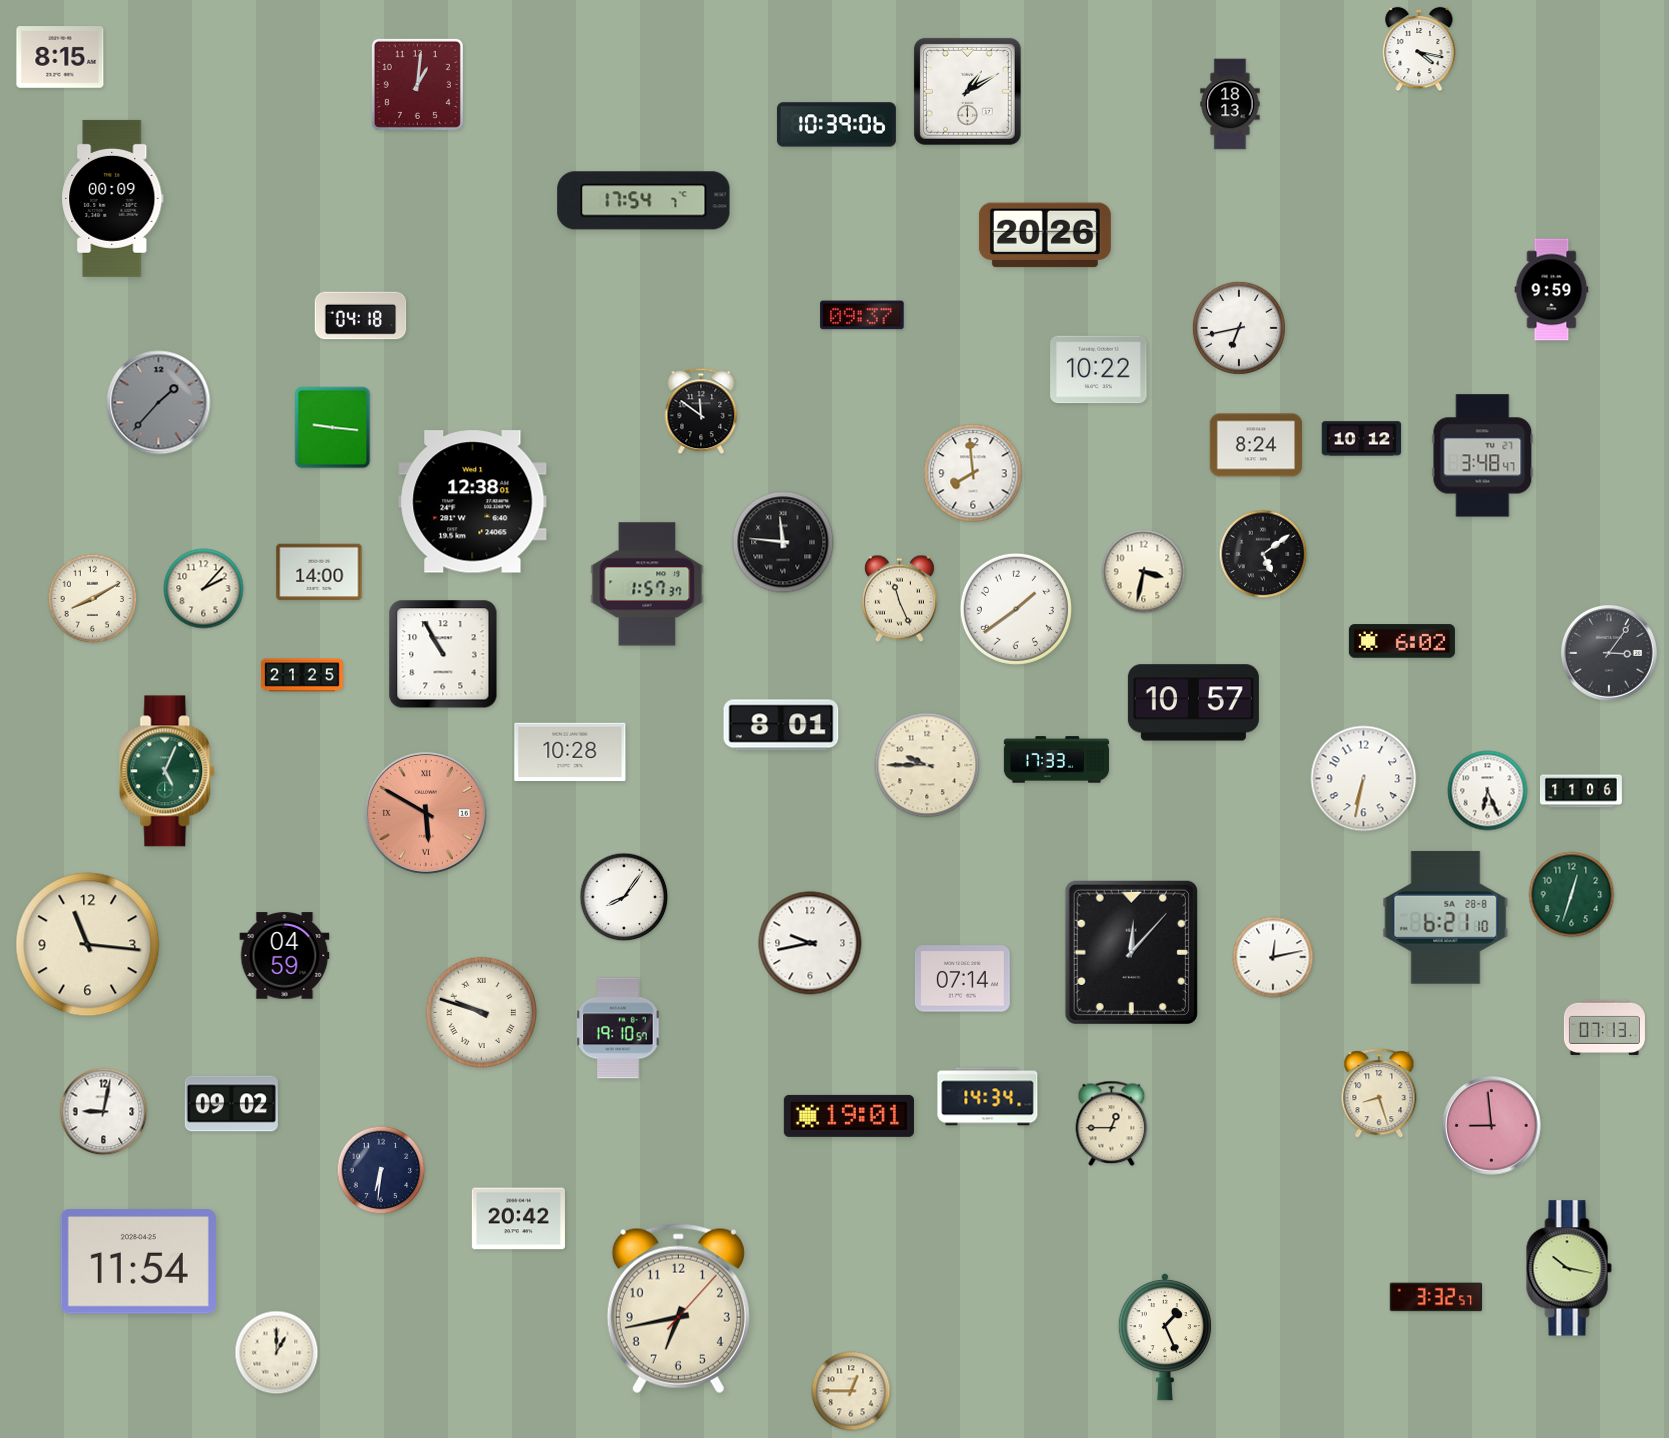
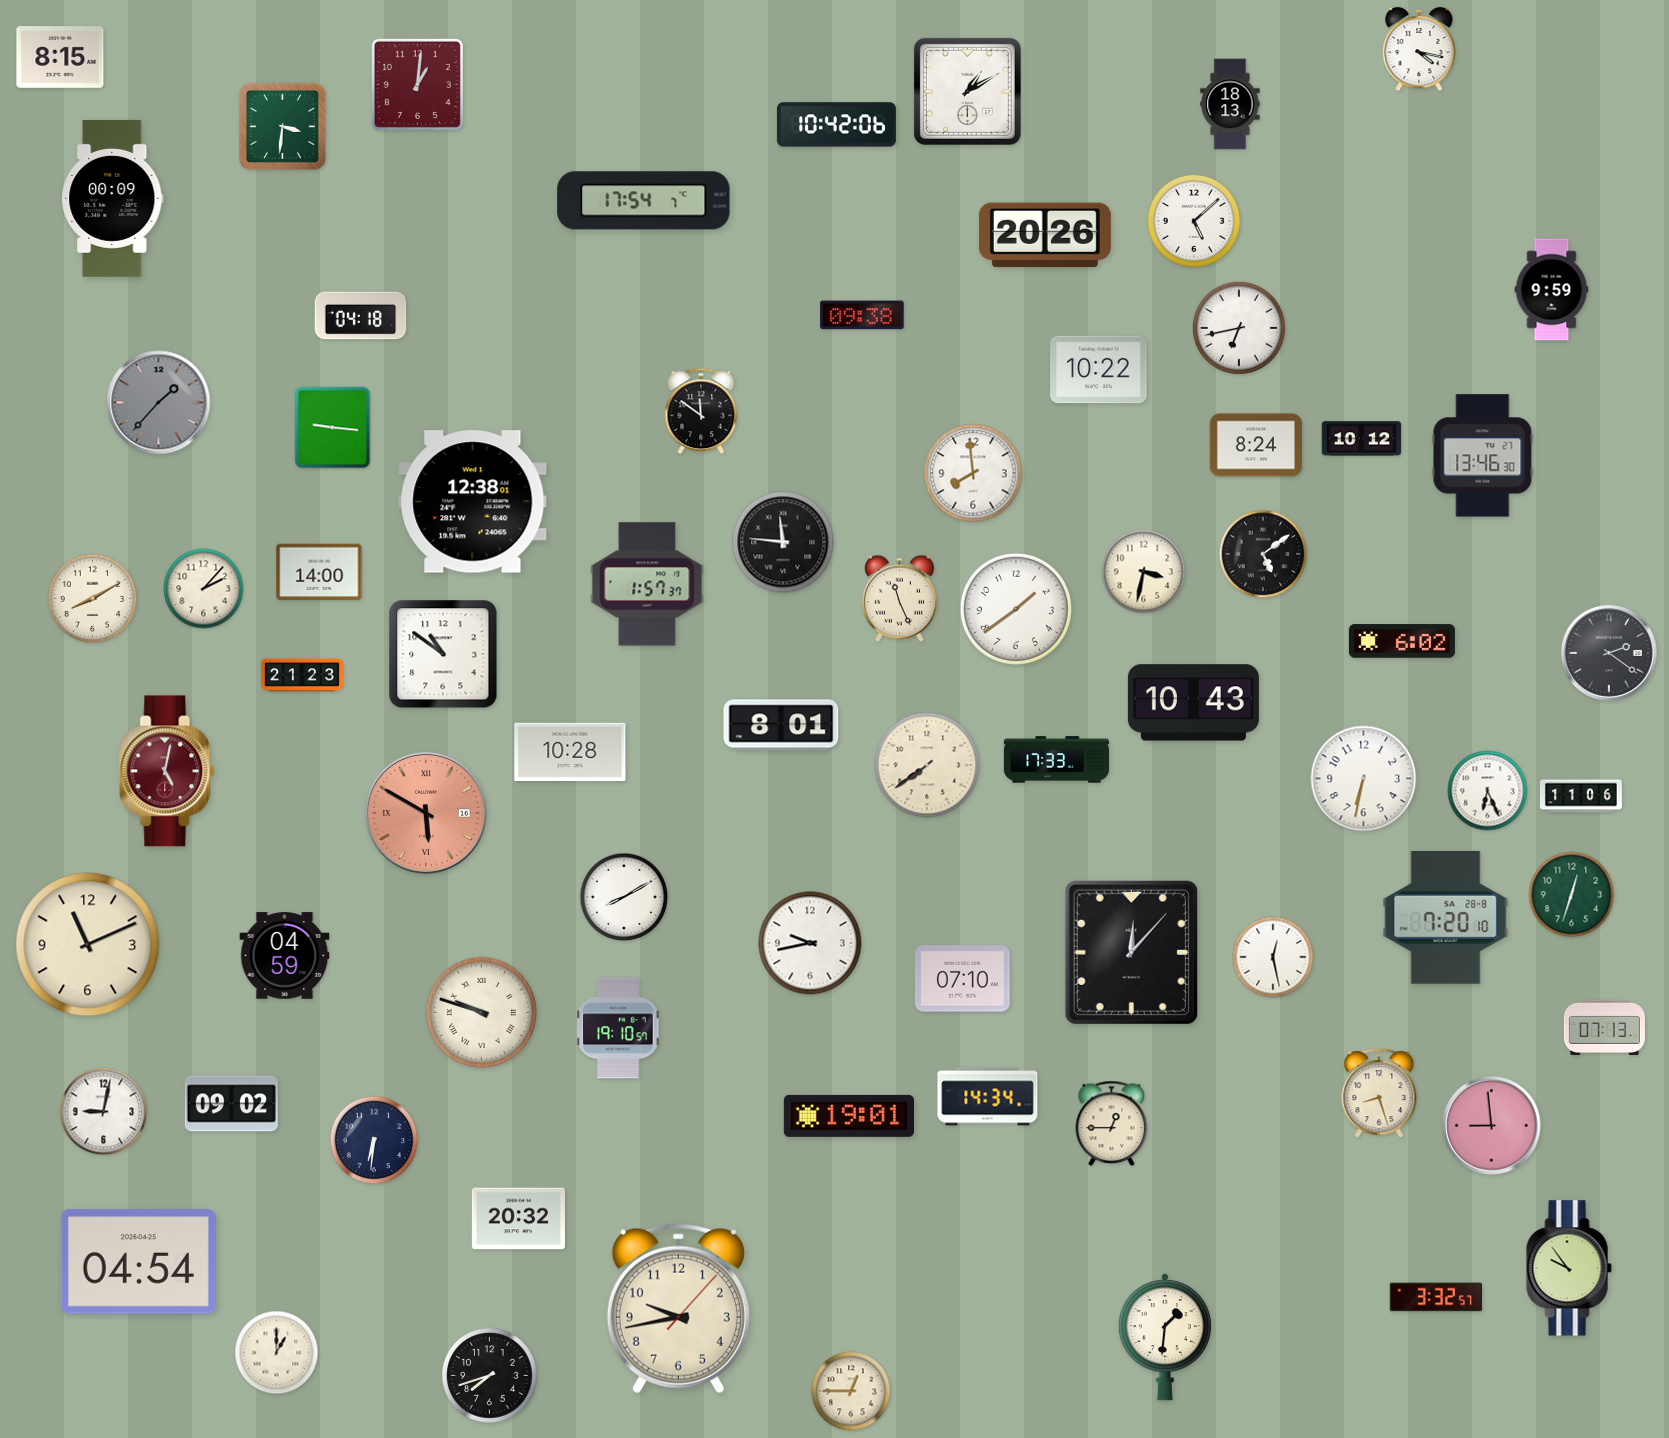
clock at (836, 125): 10:39 -> 10:42
clock at (282, 126): none -> 3:31
clock at (1194, 221): none -> 5:08
clock at (862, 315): 09:37 -> 09:38
clock at (1483, 456): 3:48 -> 13:46
clock at (443, 654): 10:55 -> 10:51
clock at (1610, 654): 3:06 -> 2:21
clock at (303, 675): 21:25 -> 21:23
clock at (1193, 703): 10:57 -> 10:43
clock at (927, 765): 9:45 -> 7:39
clock at (168, 771): 5:04 -> 5:02
clock at (168, 771) dial: green -> burgundy
clock at (1581, 791) position: (1581, 791) -> (1581, 796)
clock at (624, 897): 8:06 -> 8:10
clock at (1446, 917): 6:21 -> 7:20
clock at (88, 945): 11:16 -> 11:11
clock at (1273, 957): 12:13 -> 12:28
clock at (962, 979): 07:14 -> 07:10
clock at (381, 1170) position: (381, 1170) -> (374, 1140)
clock at (518, 1219): 20:42 -> 20:32
clock at (138, 1262): 11:54 -> 04:54
clock at (1569, 1268): 10:17 -> 9:54
clock at (678, 1309): 6:43 -> 9:43
clock at (1165, 1337): 1:26 -> 1:31
clock at (490, 1376): none -> 7:42
